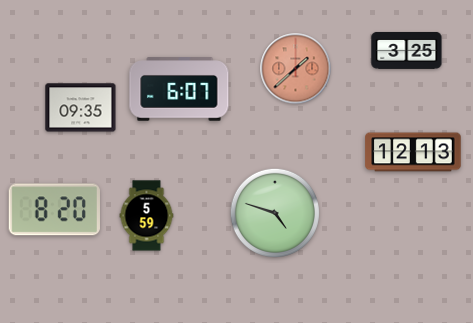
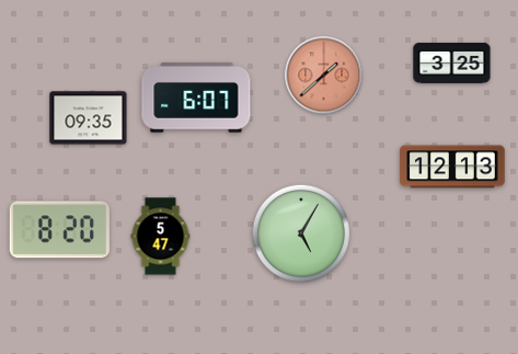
clock at (407, 50) position: (407, 50) -> (452, 62)
clock at (275, 213): 4:48 -> 5:05
clock at (147, 216): 5:59 -> 5:47
